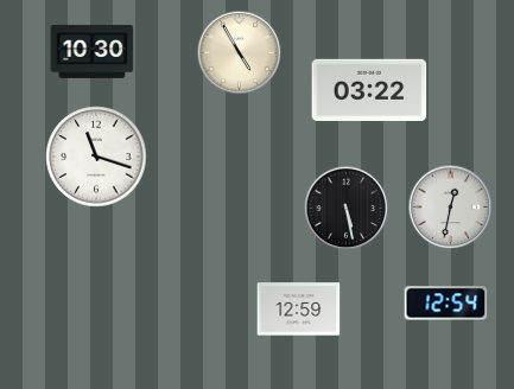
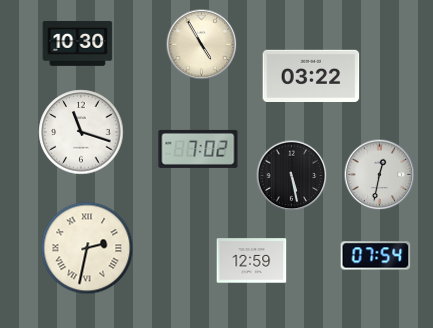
clock at (198, 149): none -> 7:02
clock at (87, 248): none -> 2:32
clock at (446, 304): 12:54 -> 07:54
